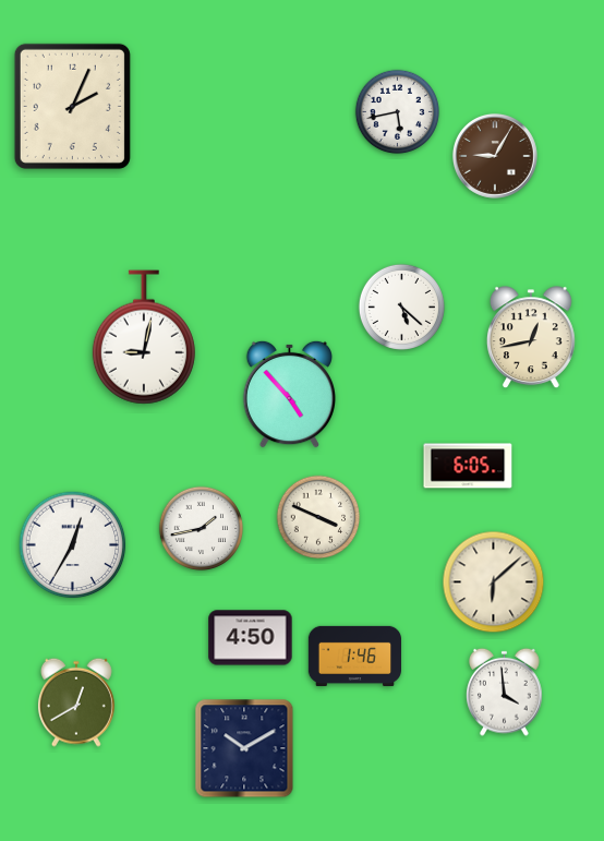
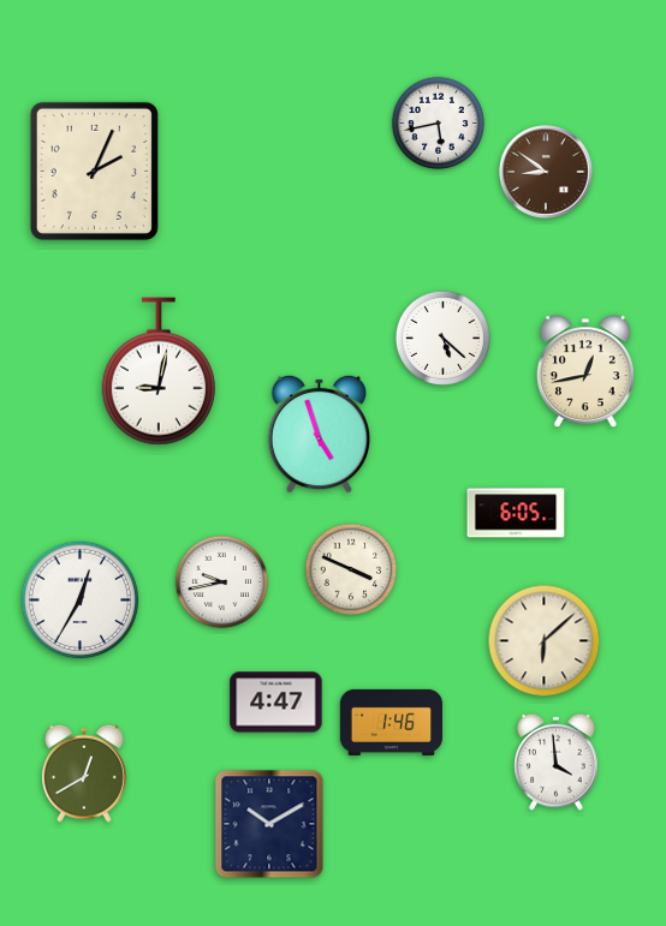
clock at (72, 106) position: (72, 106) -> (94, 171)
clock at (495, 156): 9:05 -> 8:51
clock at (290, 394): 4:53 -> 4:57
clock at (202, 529): 1:43 -> 9:43
clock at (251, 638): 4:50 -> 4:47
